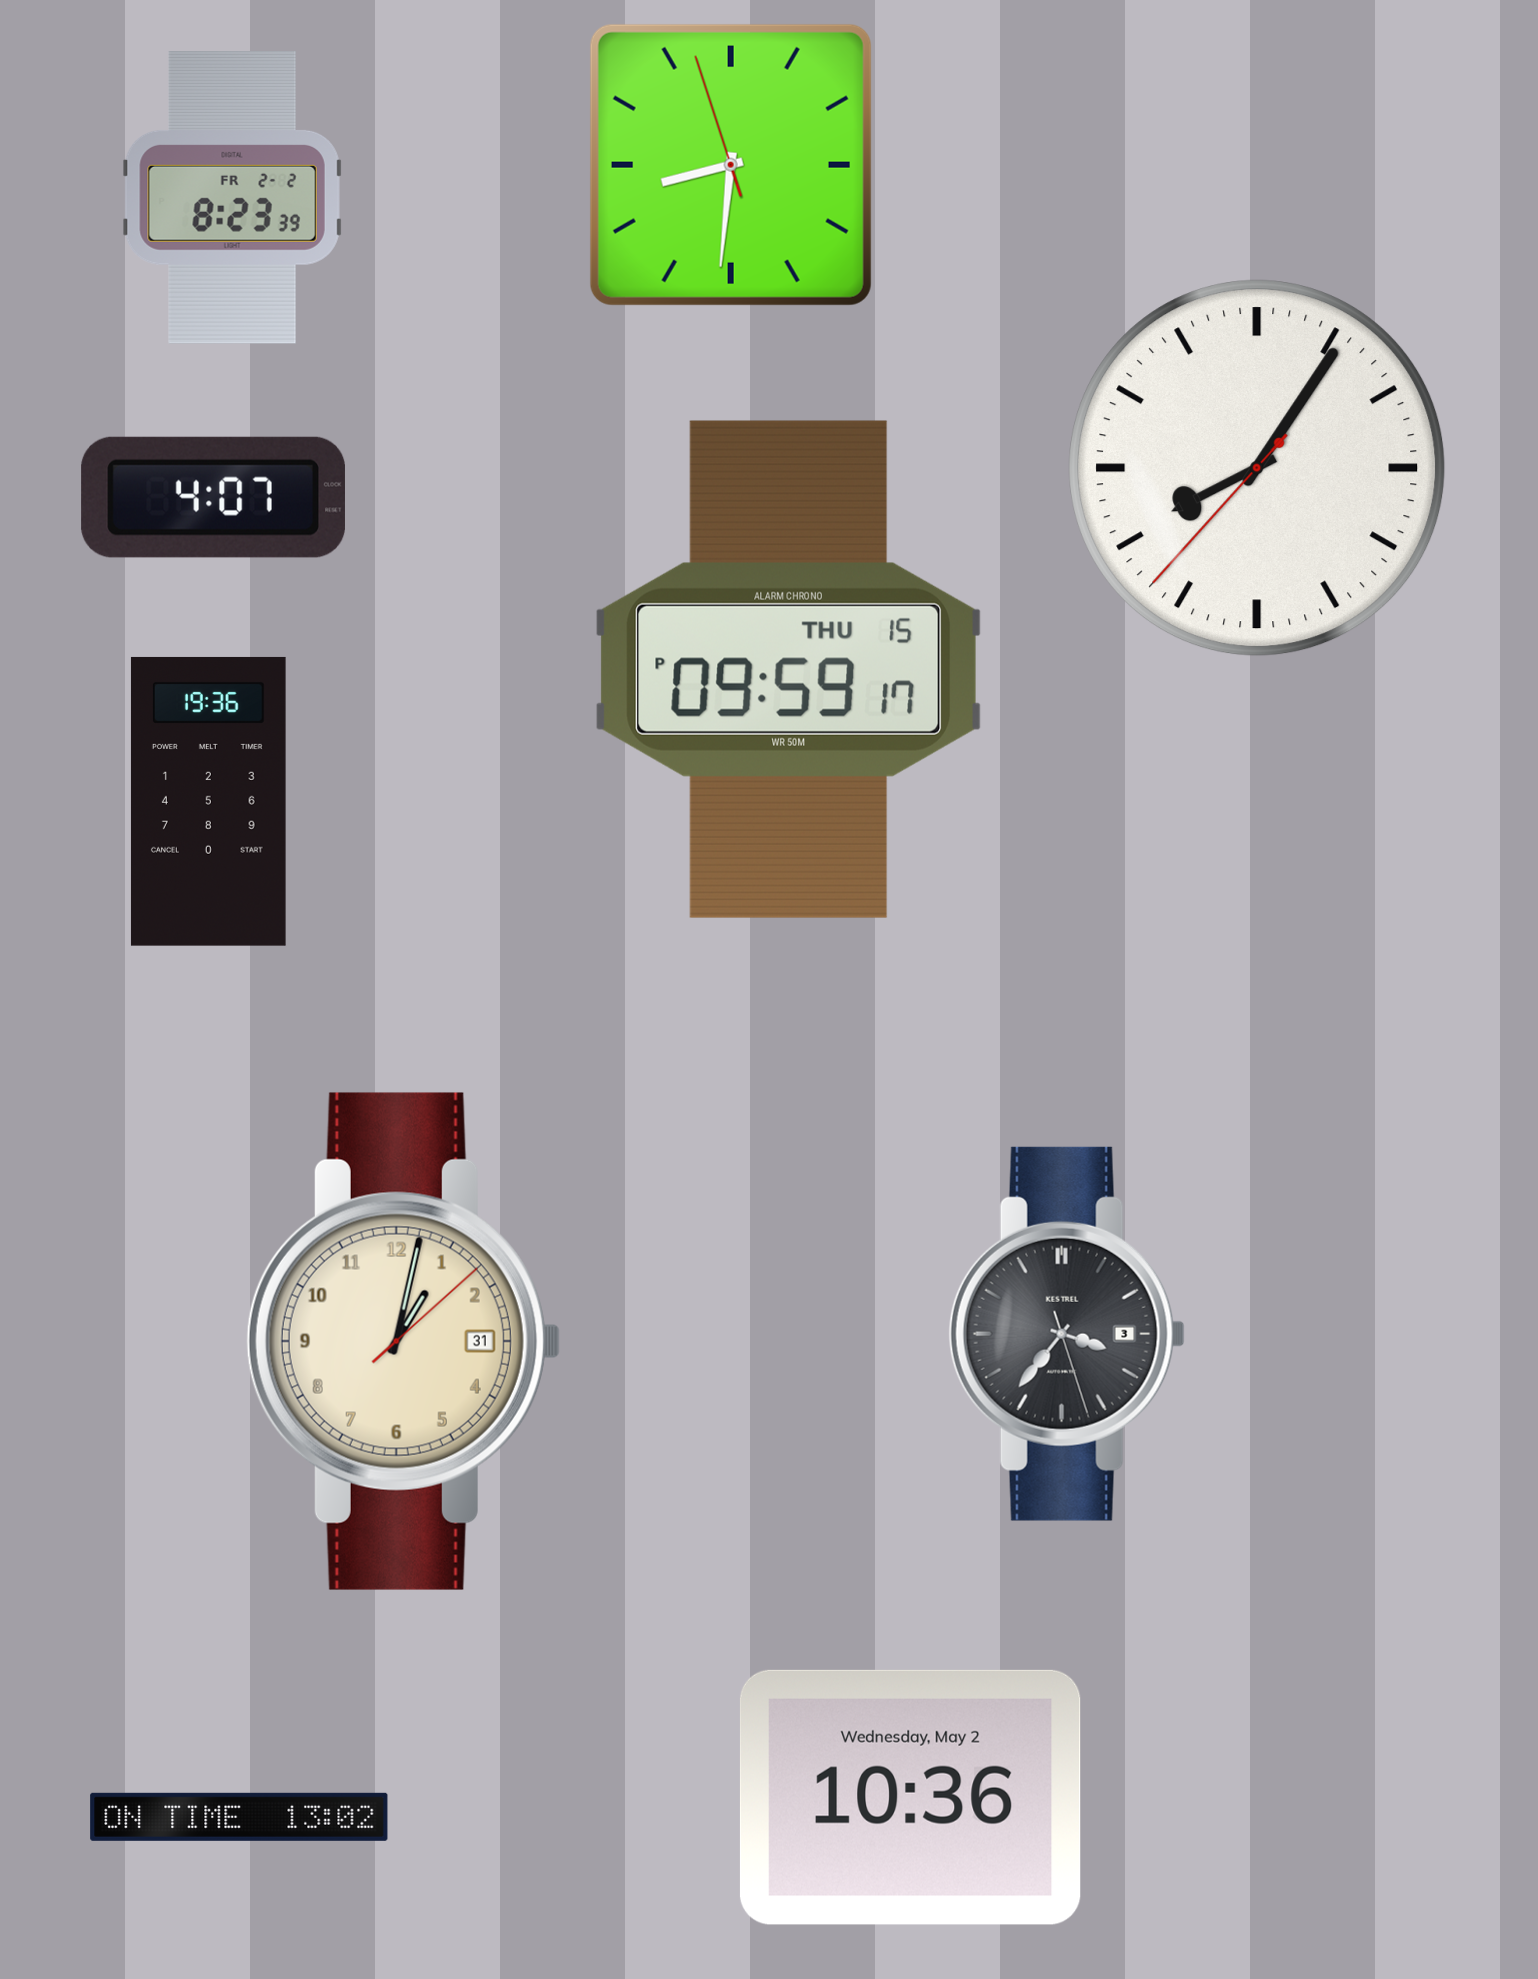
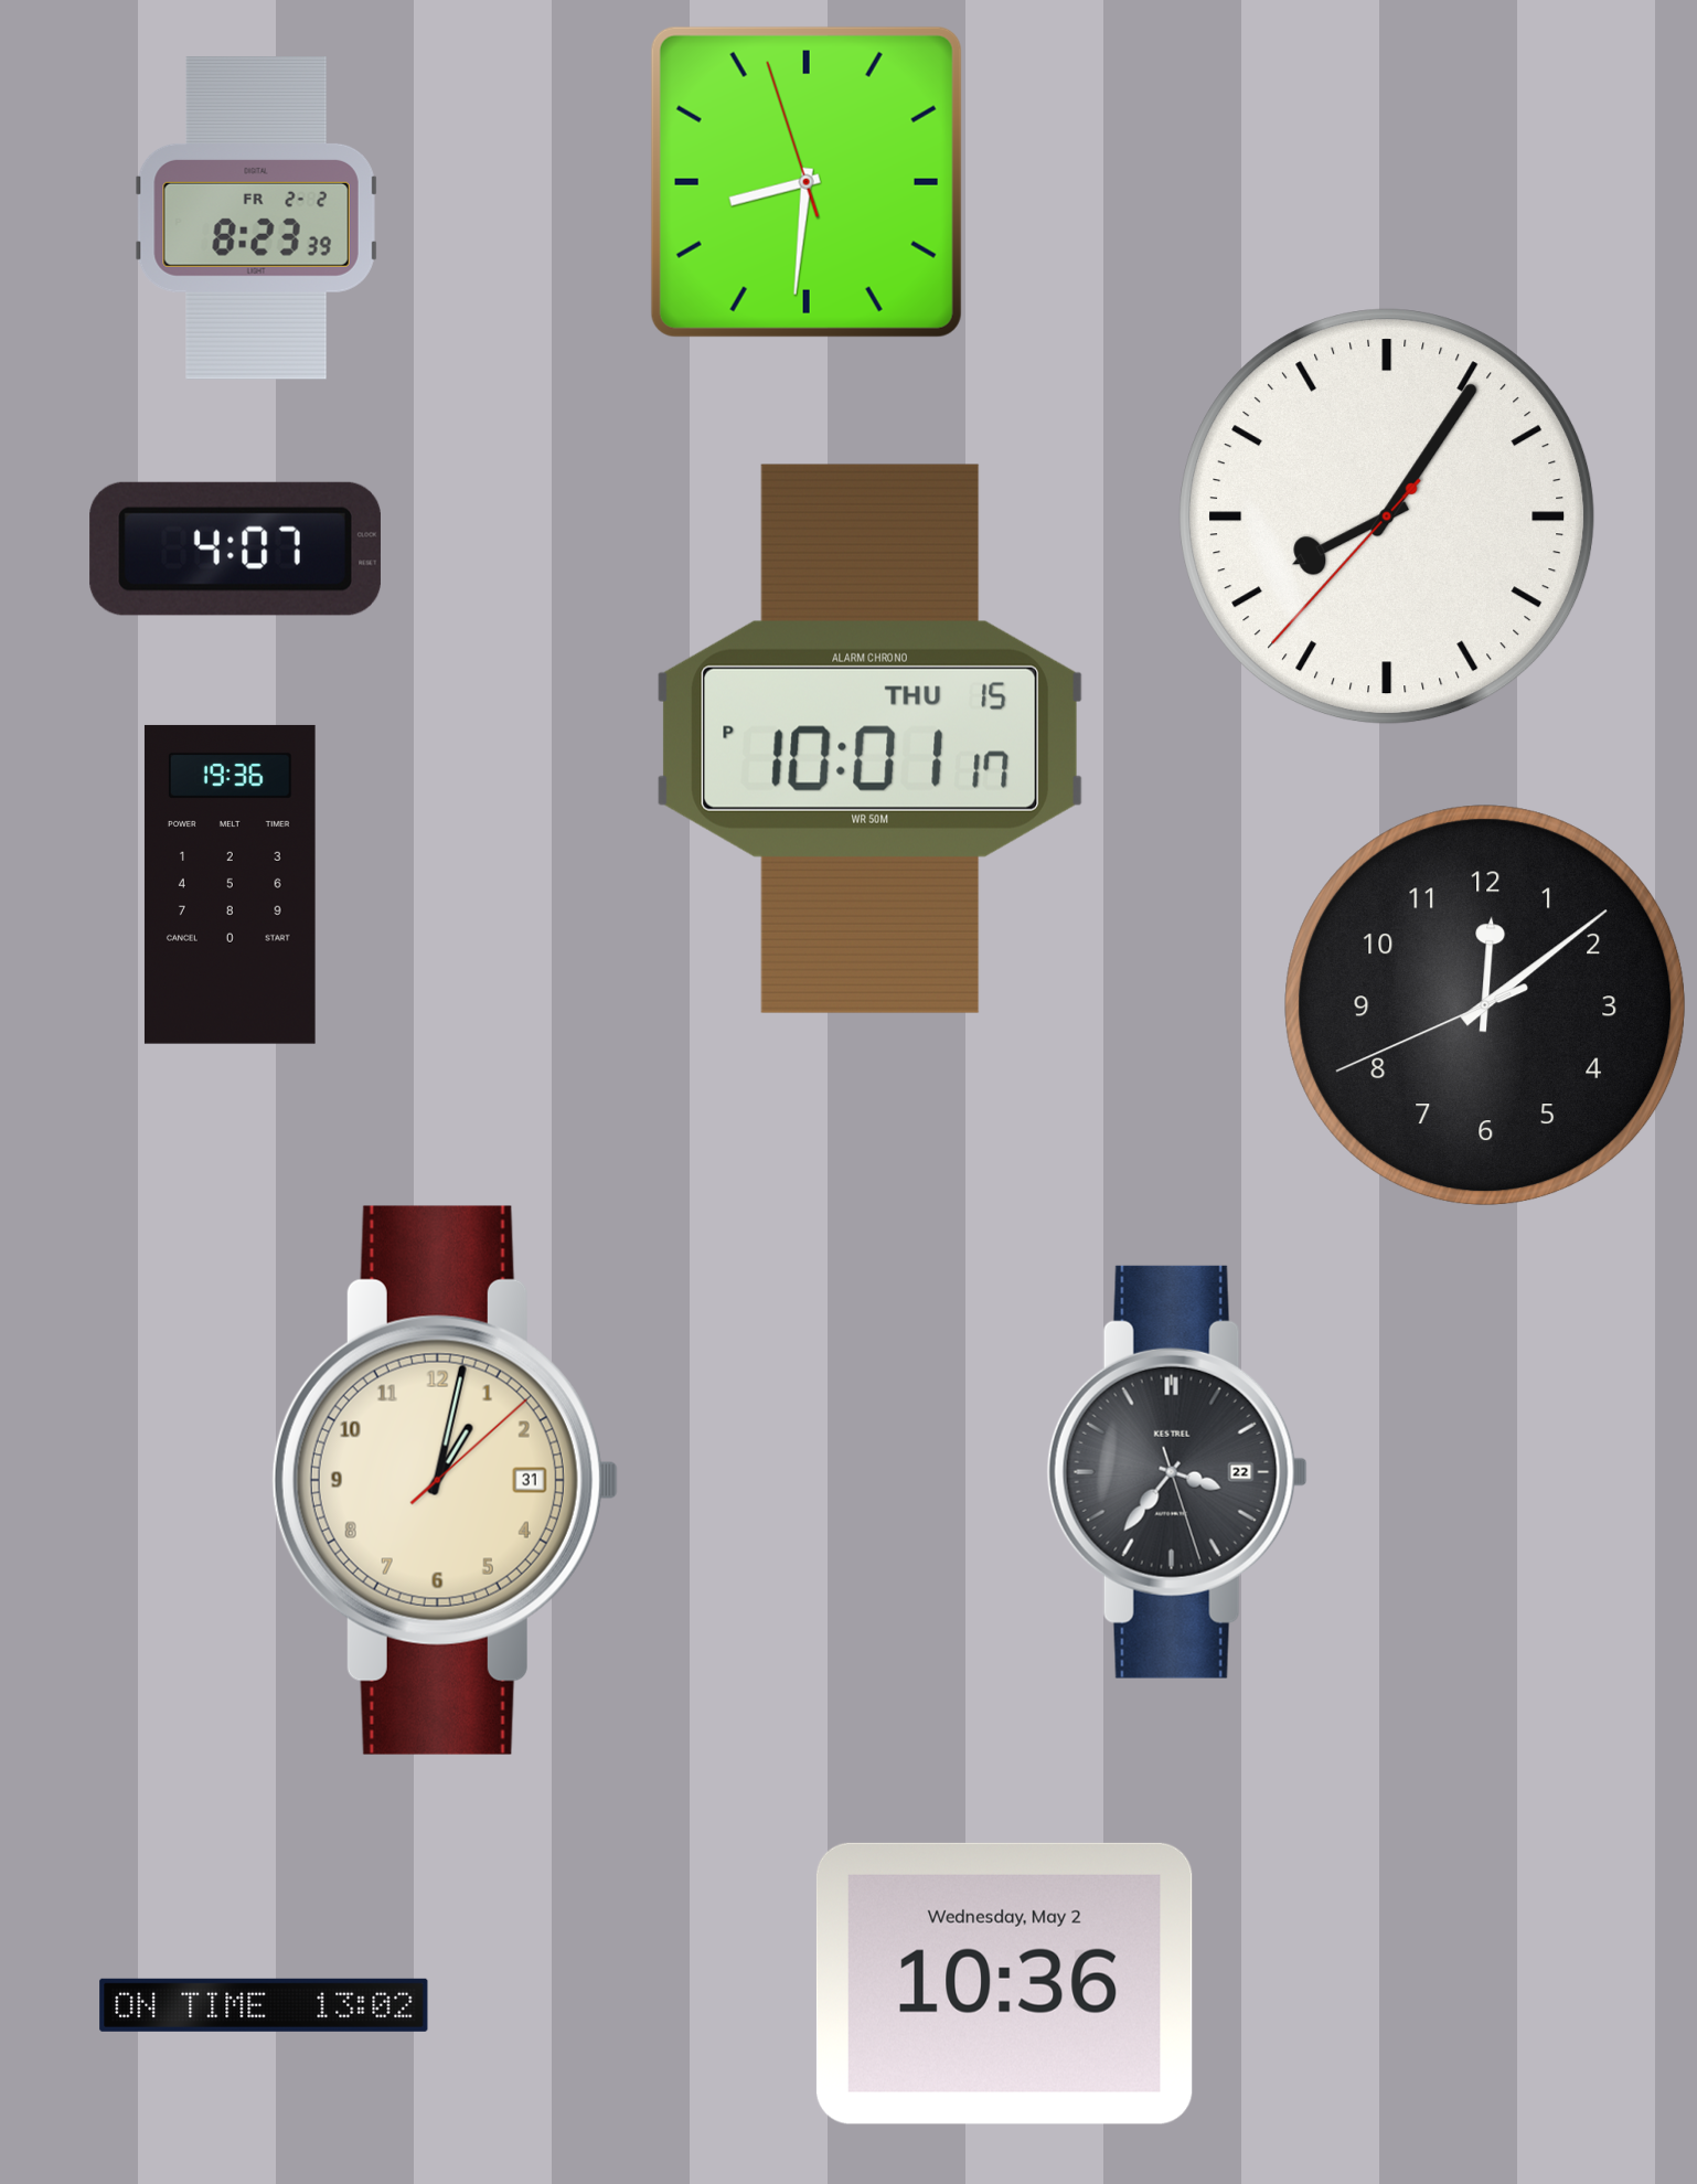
clock at (788, 669): 09:59 -> 10:01
clock at (1485, 1005): none -> 12:08
clock at (1067, 1334) date: 3 -> 22
